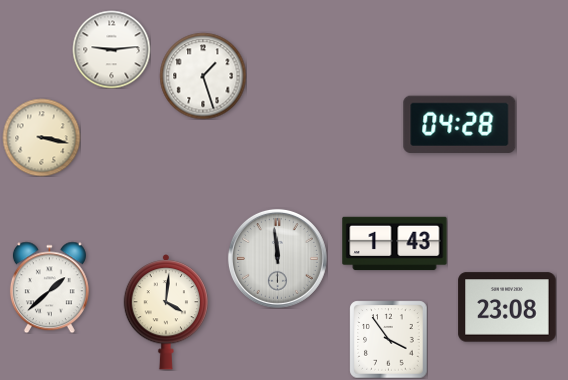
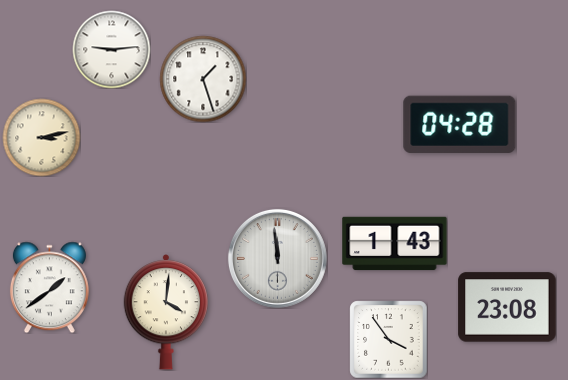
clock at (203, 76) position: (203, 76) -> (203, 79)
clock at (41, 137): 3:17 -> 3:13
clock at (49, 287): 1:38 -> 1:39
